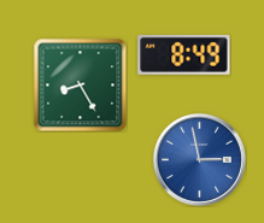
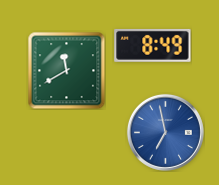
clock at (80, 84): 8:25 -> 11:40
clock at (199, 159): 2:58 -> 6:58
